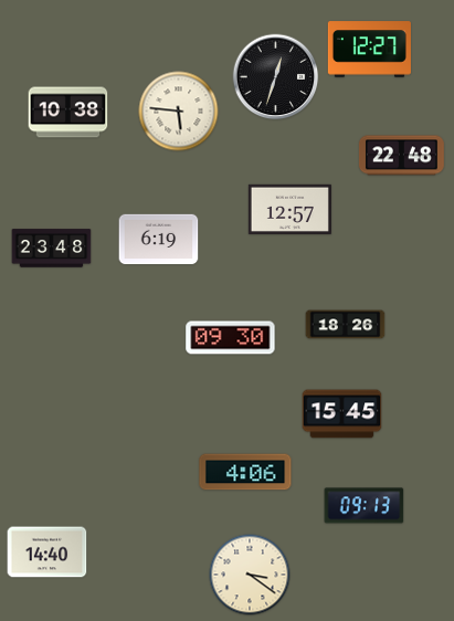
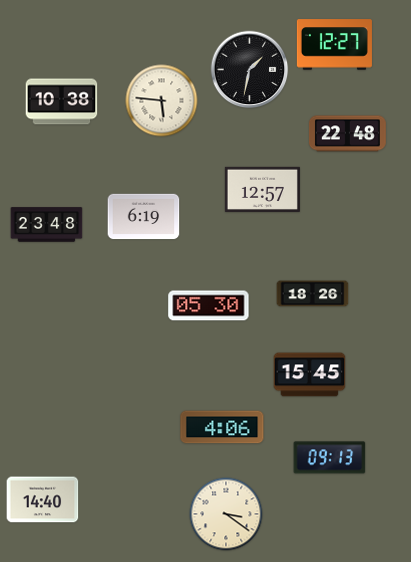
clock at (276, 77): 12:33 -> 1:32
clock at (401, 156) position: (401, 156) -> (347, 134)
clock at (231, 338): 09:30 -> 05:30
clock at (250, 575) position: (250, 575) -> (226, 514)
